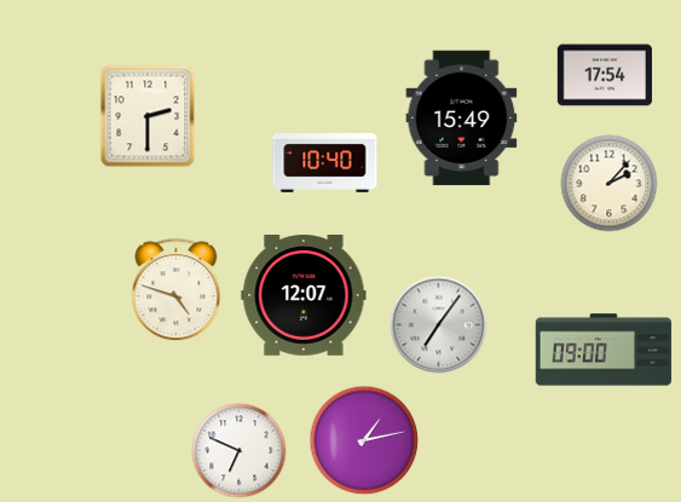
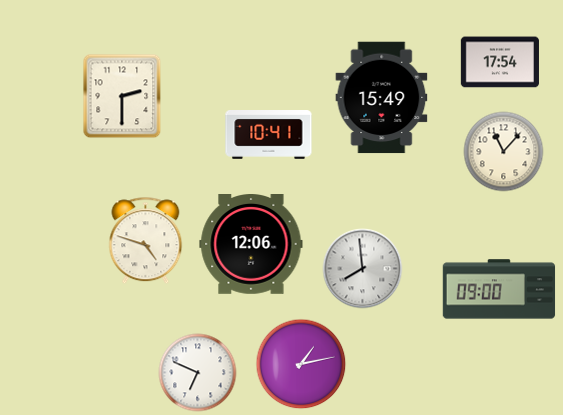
clock at (325, 163): 10:40 -> 10:41
clock at (610, 184): 2:07 -> 11:07
clock at (304, 296): 12:07 -> 12:06
clock at (439, 325): 7:06 -> 7:59
